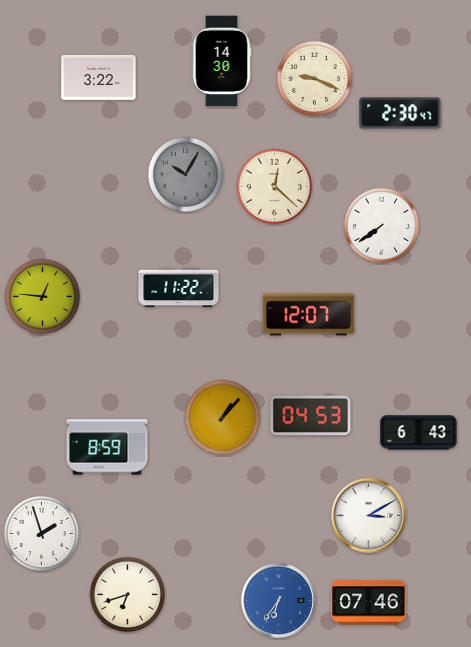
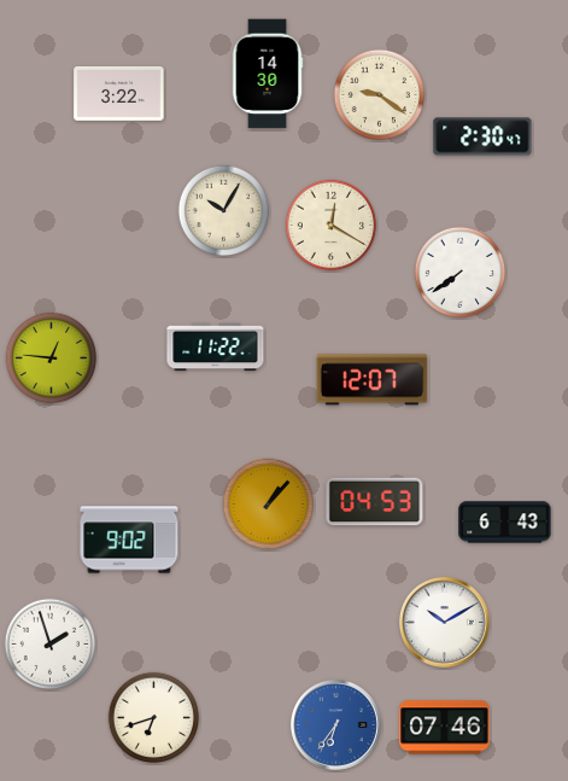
clock at (315, 79): 9:19 -> 9:21
clock at (186, 175) dial: grey -> cream
clock at (275, 187): 12:22 -> 12:20
clock at (107, 447): 8:59 -> 9:02
clock at (368, 515): 3:10 -> 10:10
